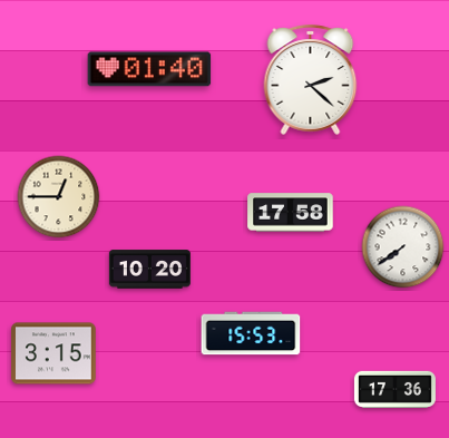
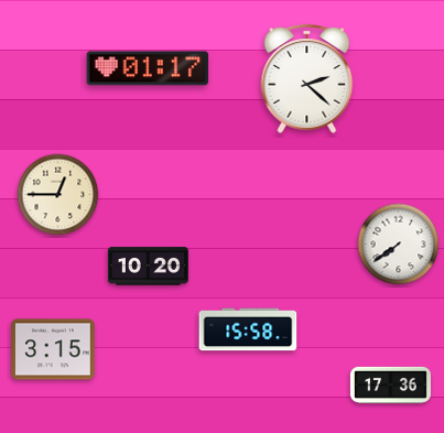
clock at (149, 69): 01:40 -> 01:17
clock at (291, 213): 17:58 -> none
clock at (251, 333): 15:53 -> 15:58
